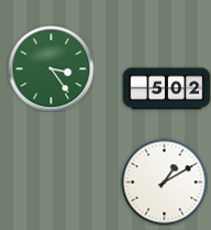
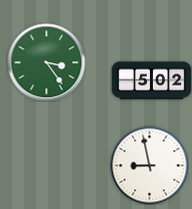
clock at (164, 182): 1:10 -> 8:58
